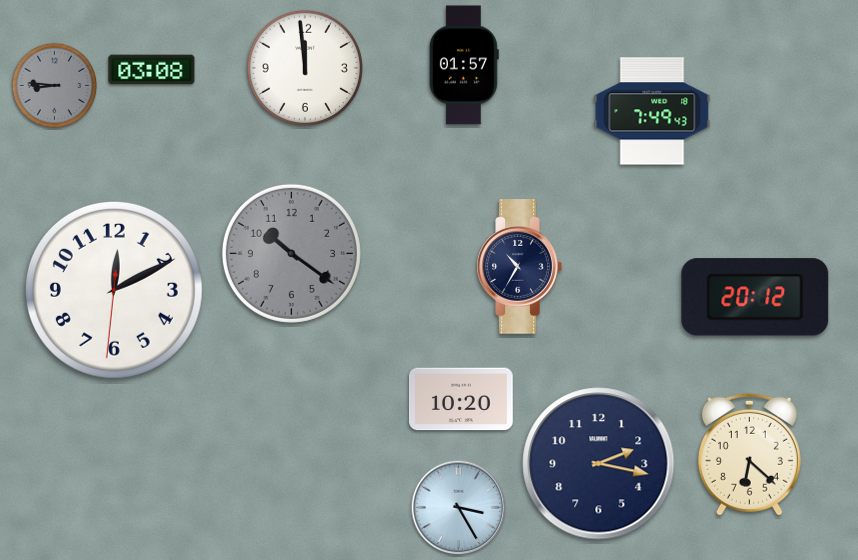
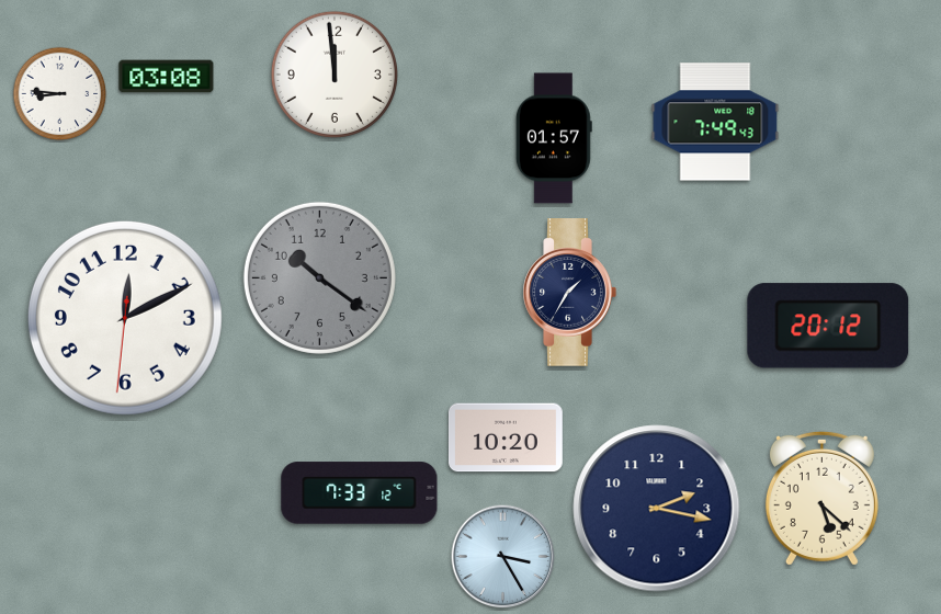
clock at (464, 65) position: (464, 65) -> (554, 138)
clock at (55, 86) dial: grey -> white
clock at (519, 267): 10:35 -> 1:35
clock at (360, 493): none -> 7:33
clock at (749, 454): 6:22 -> 5:22
